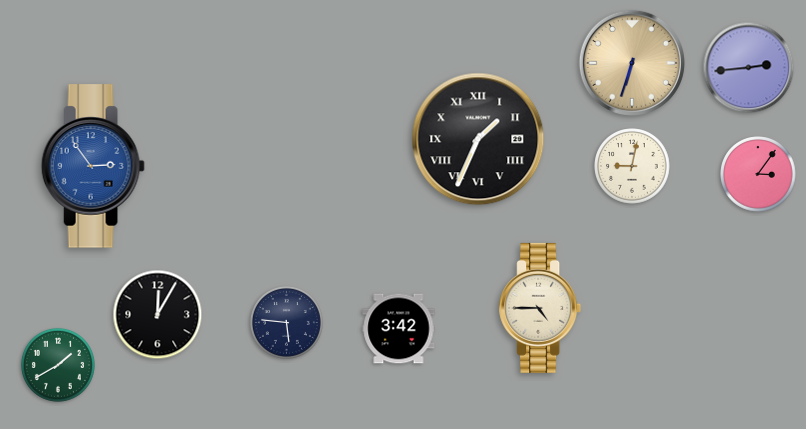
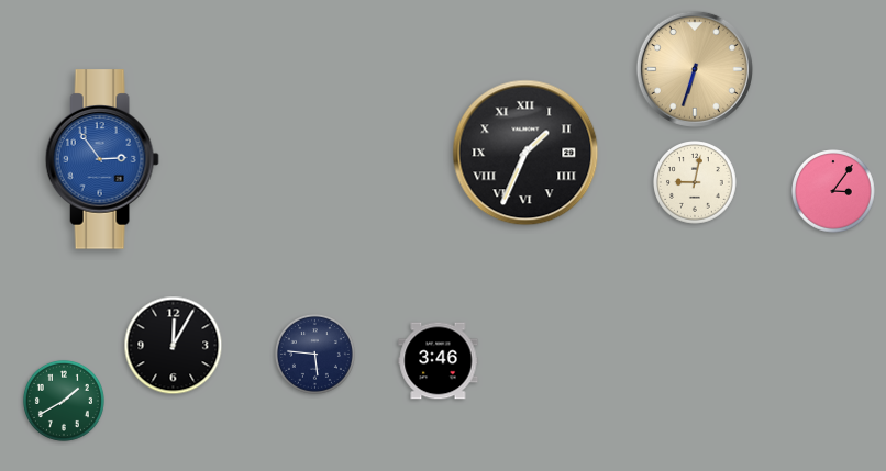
clock at (749, 68): 2:44 -> none
clock at (93, 166) position: (93, 166) -> (102, 159)
clock at (540, 308): 4:45 -> none
clock at (399, 329): 3:42 -> 3:46
